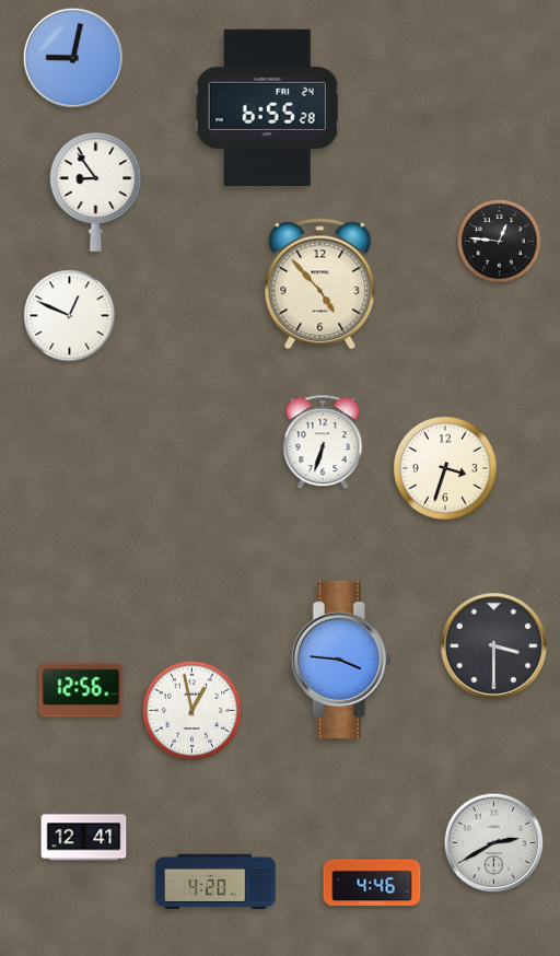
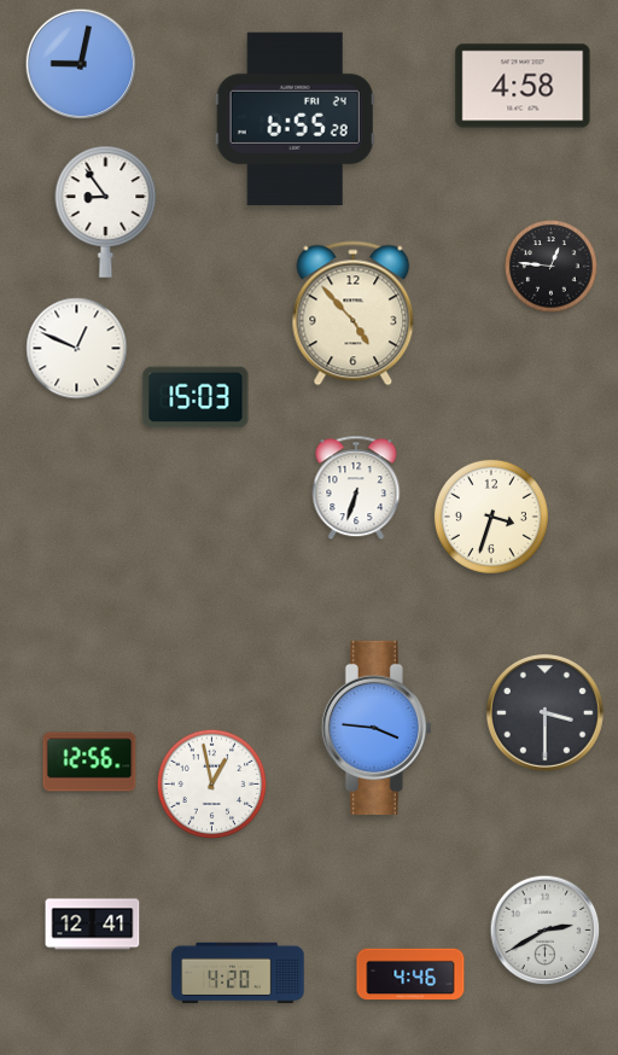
clock at (523, 86): none -> 4:58
clock at (196, 397): none -> 15:03
